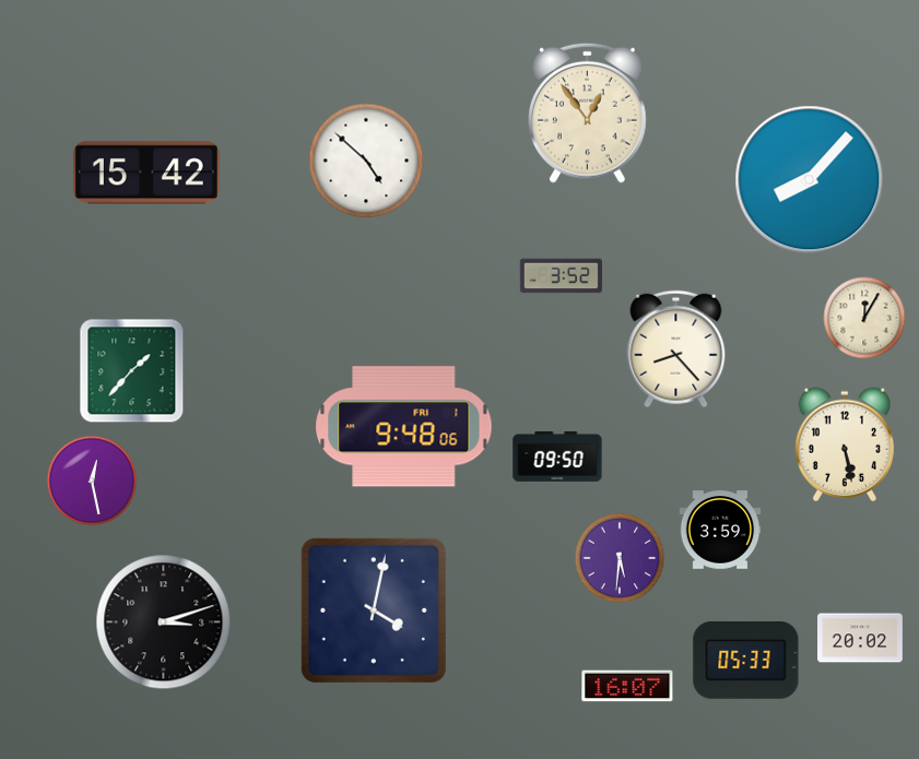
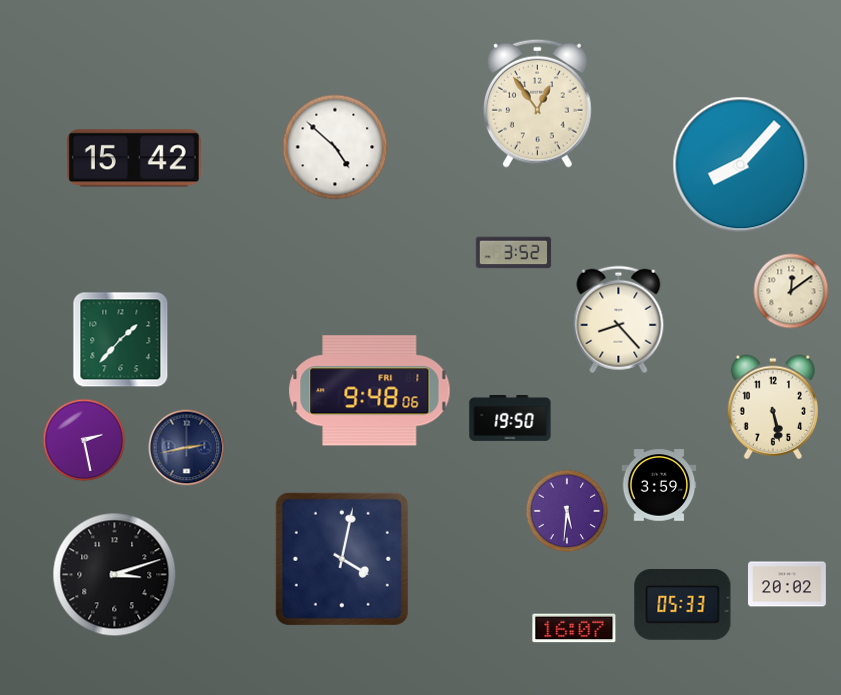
clock at (864, 318): 12:05 -> 12:09
clock at (557, 456): 09:50 -> 19:50
clock at (92, 481): 12:28 -> 2:28
clock at (187, 448): none -> 2:43
clock at (164, 622) position: (164, 622) -> (115, 575)
